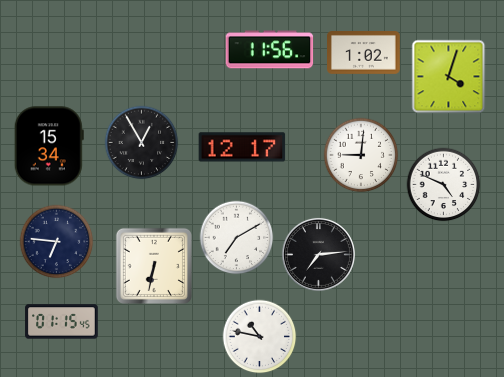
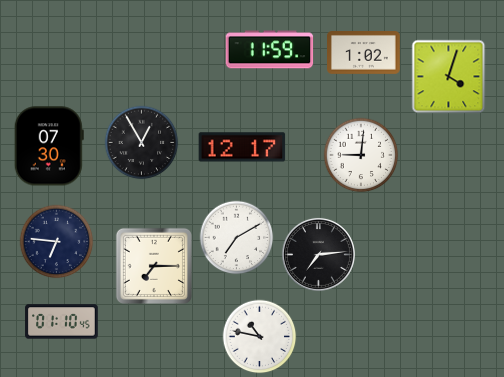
clock at (270, 50): 11:56 -> 11:59
clock at (49, 146): 15:34 -> 07:30
clock at (444, 185): 4:49 -> none
clock at (154, 266): 6:32 -> 7:15
clock at (62, 322): 01:15 -> 01:10
